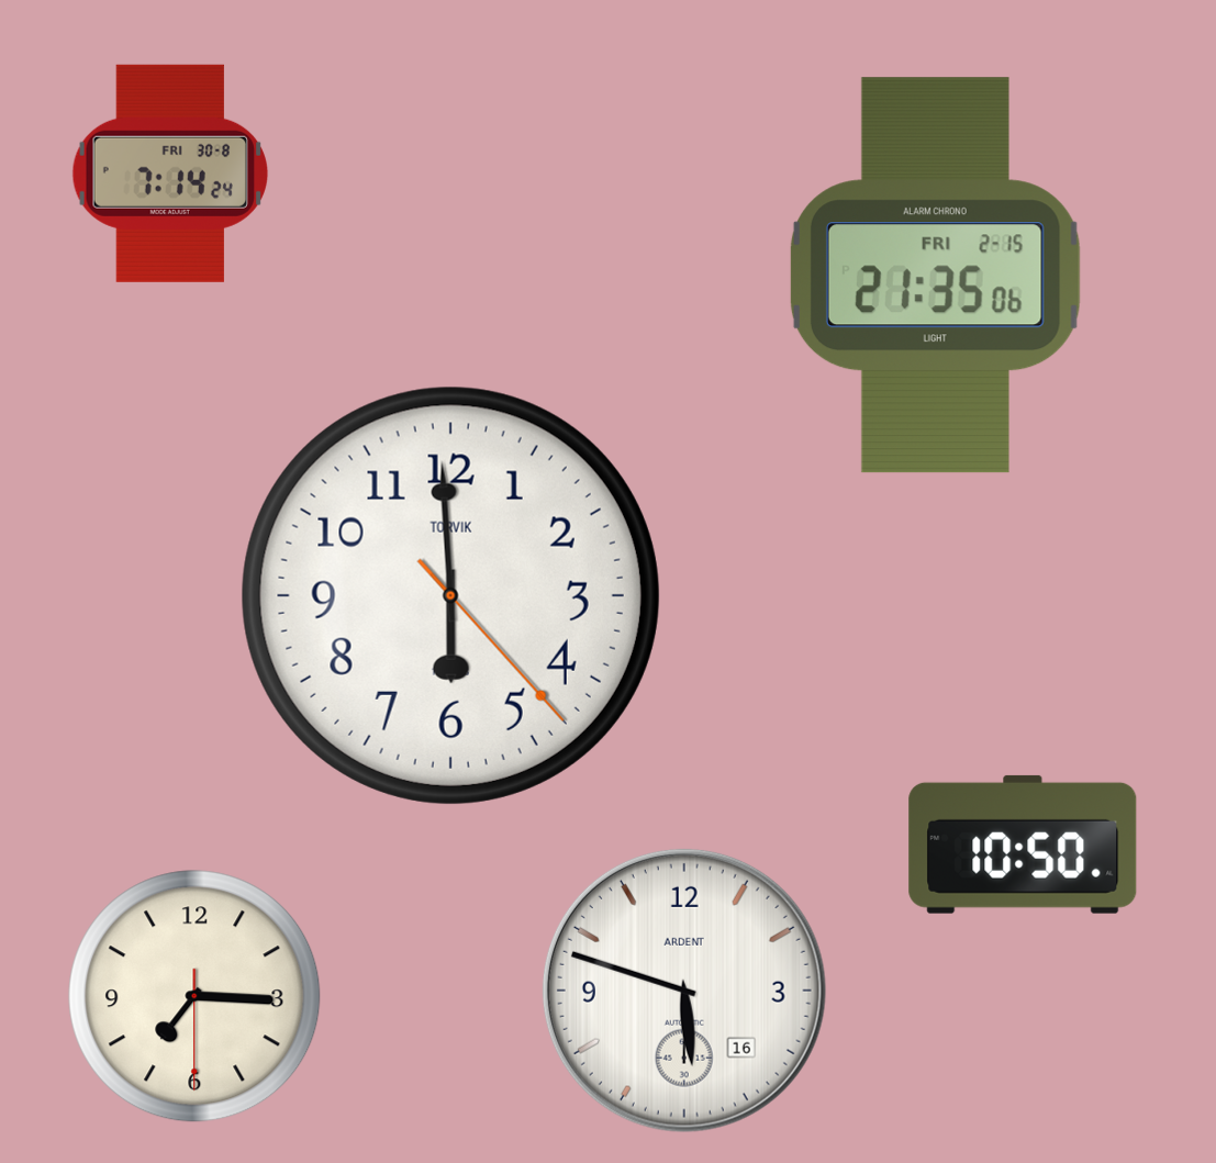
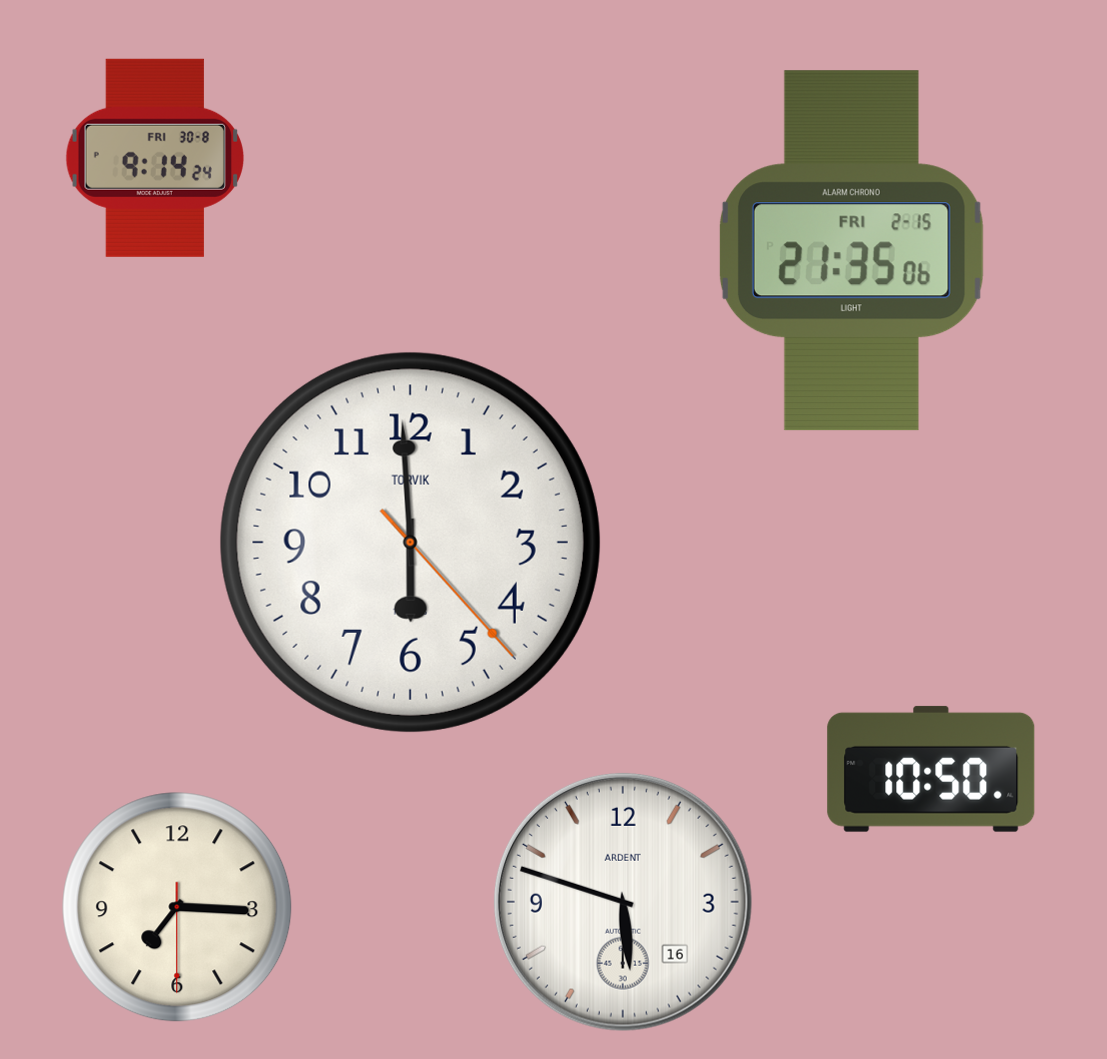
clock at (169, 174): 7:14 -> 9:14
